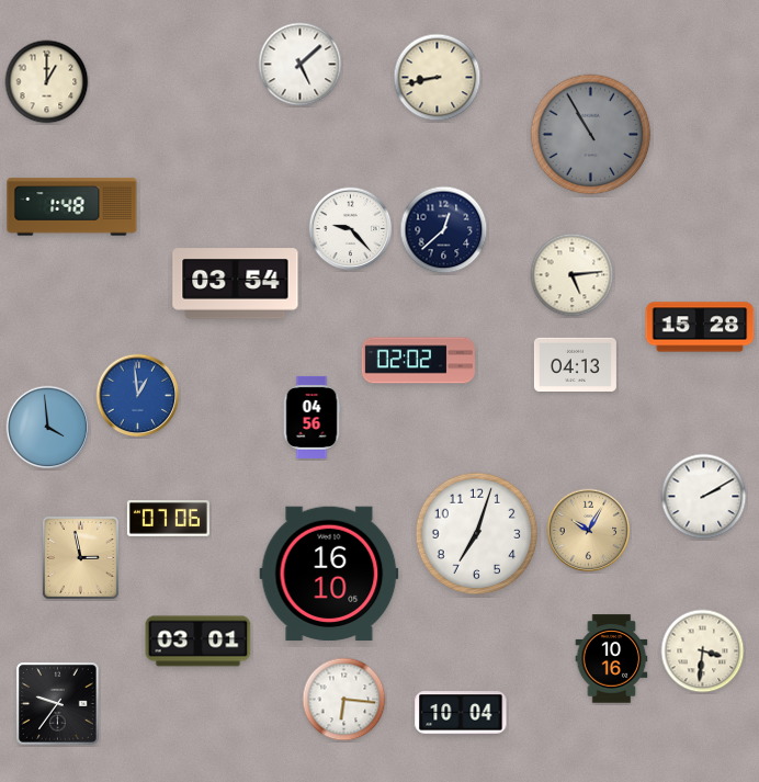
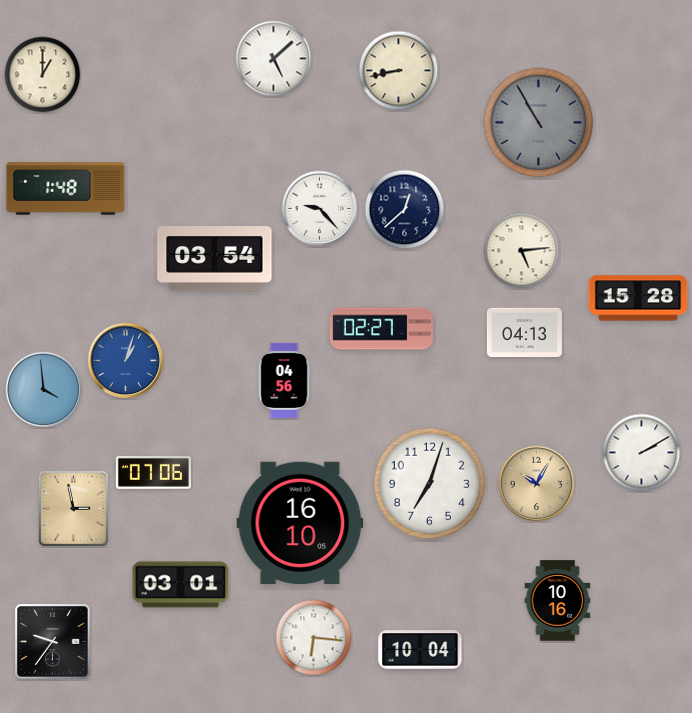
clock at (418, 361): 02:02 -> 02:27
clock at (138, 396): 12:59 -> 1:03
clock at (477, 534) position: (477, 534) -> (430, 484)
clock at (703, 651): 3:31 -> none
